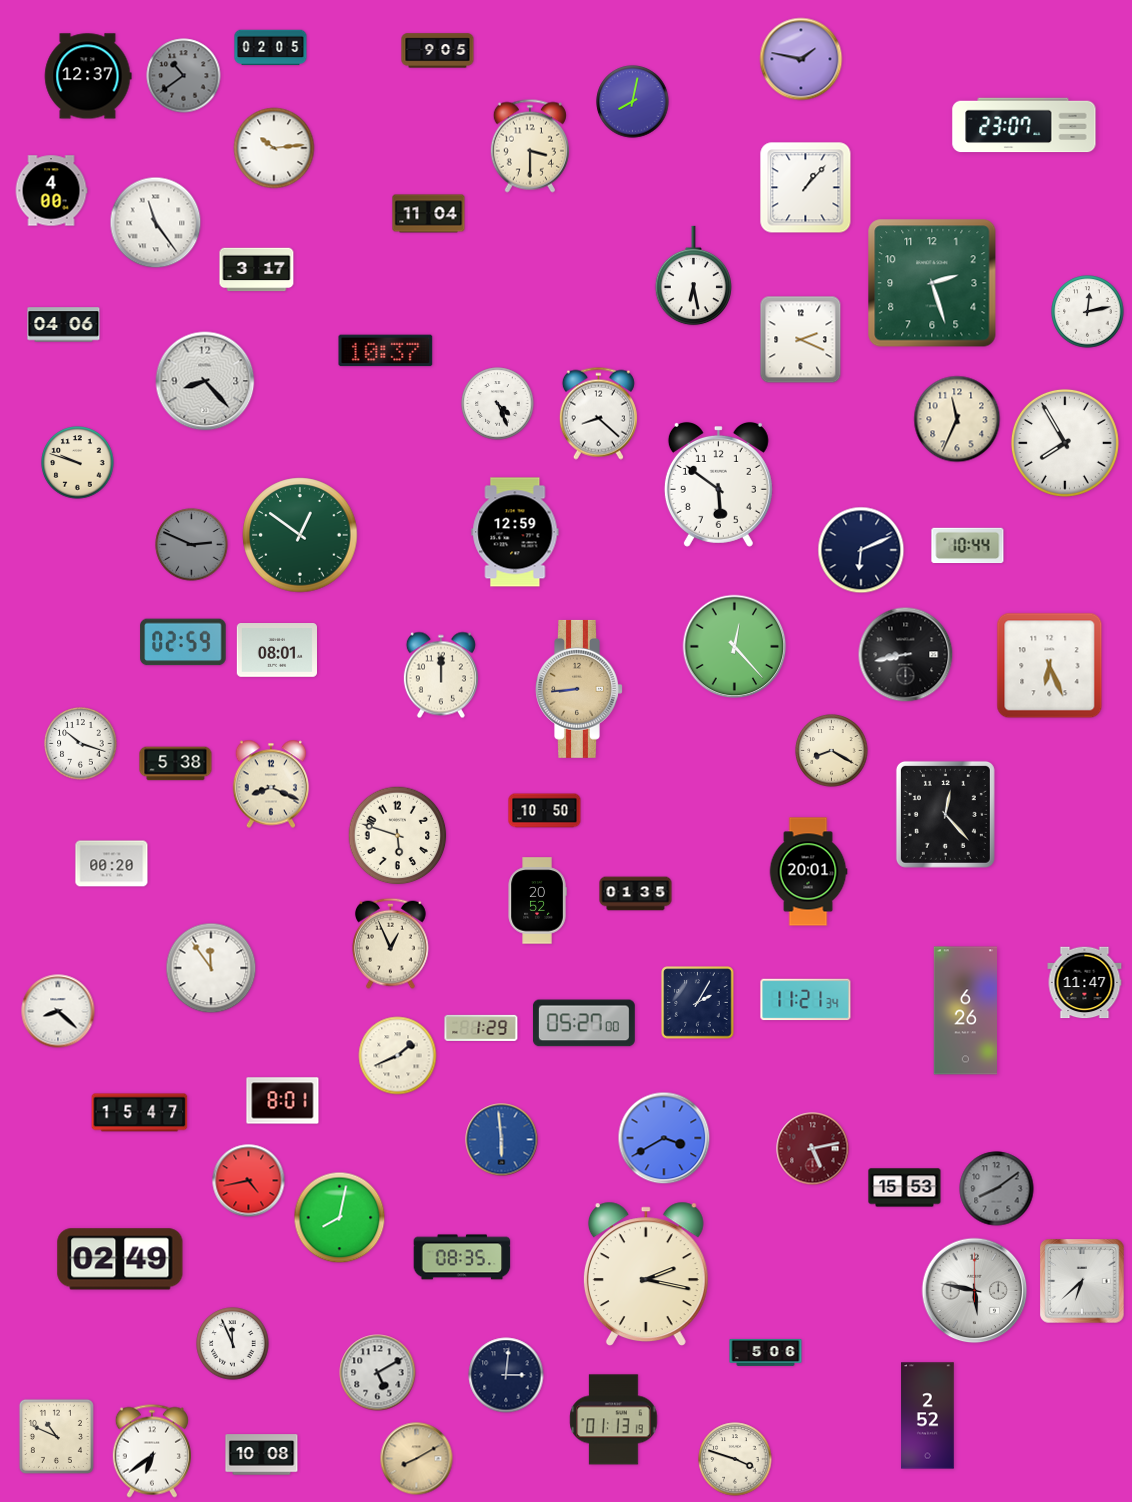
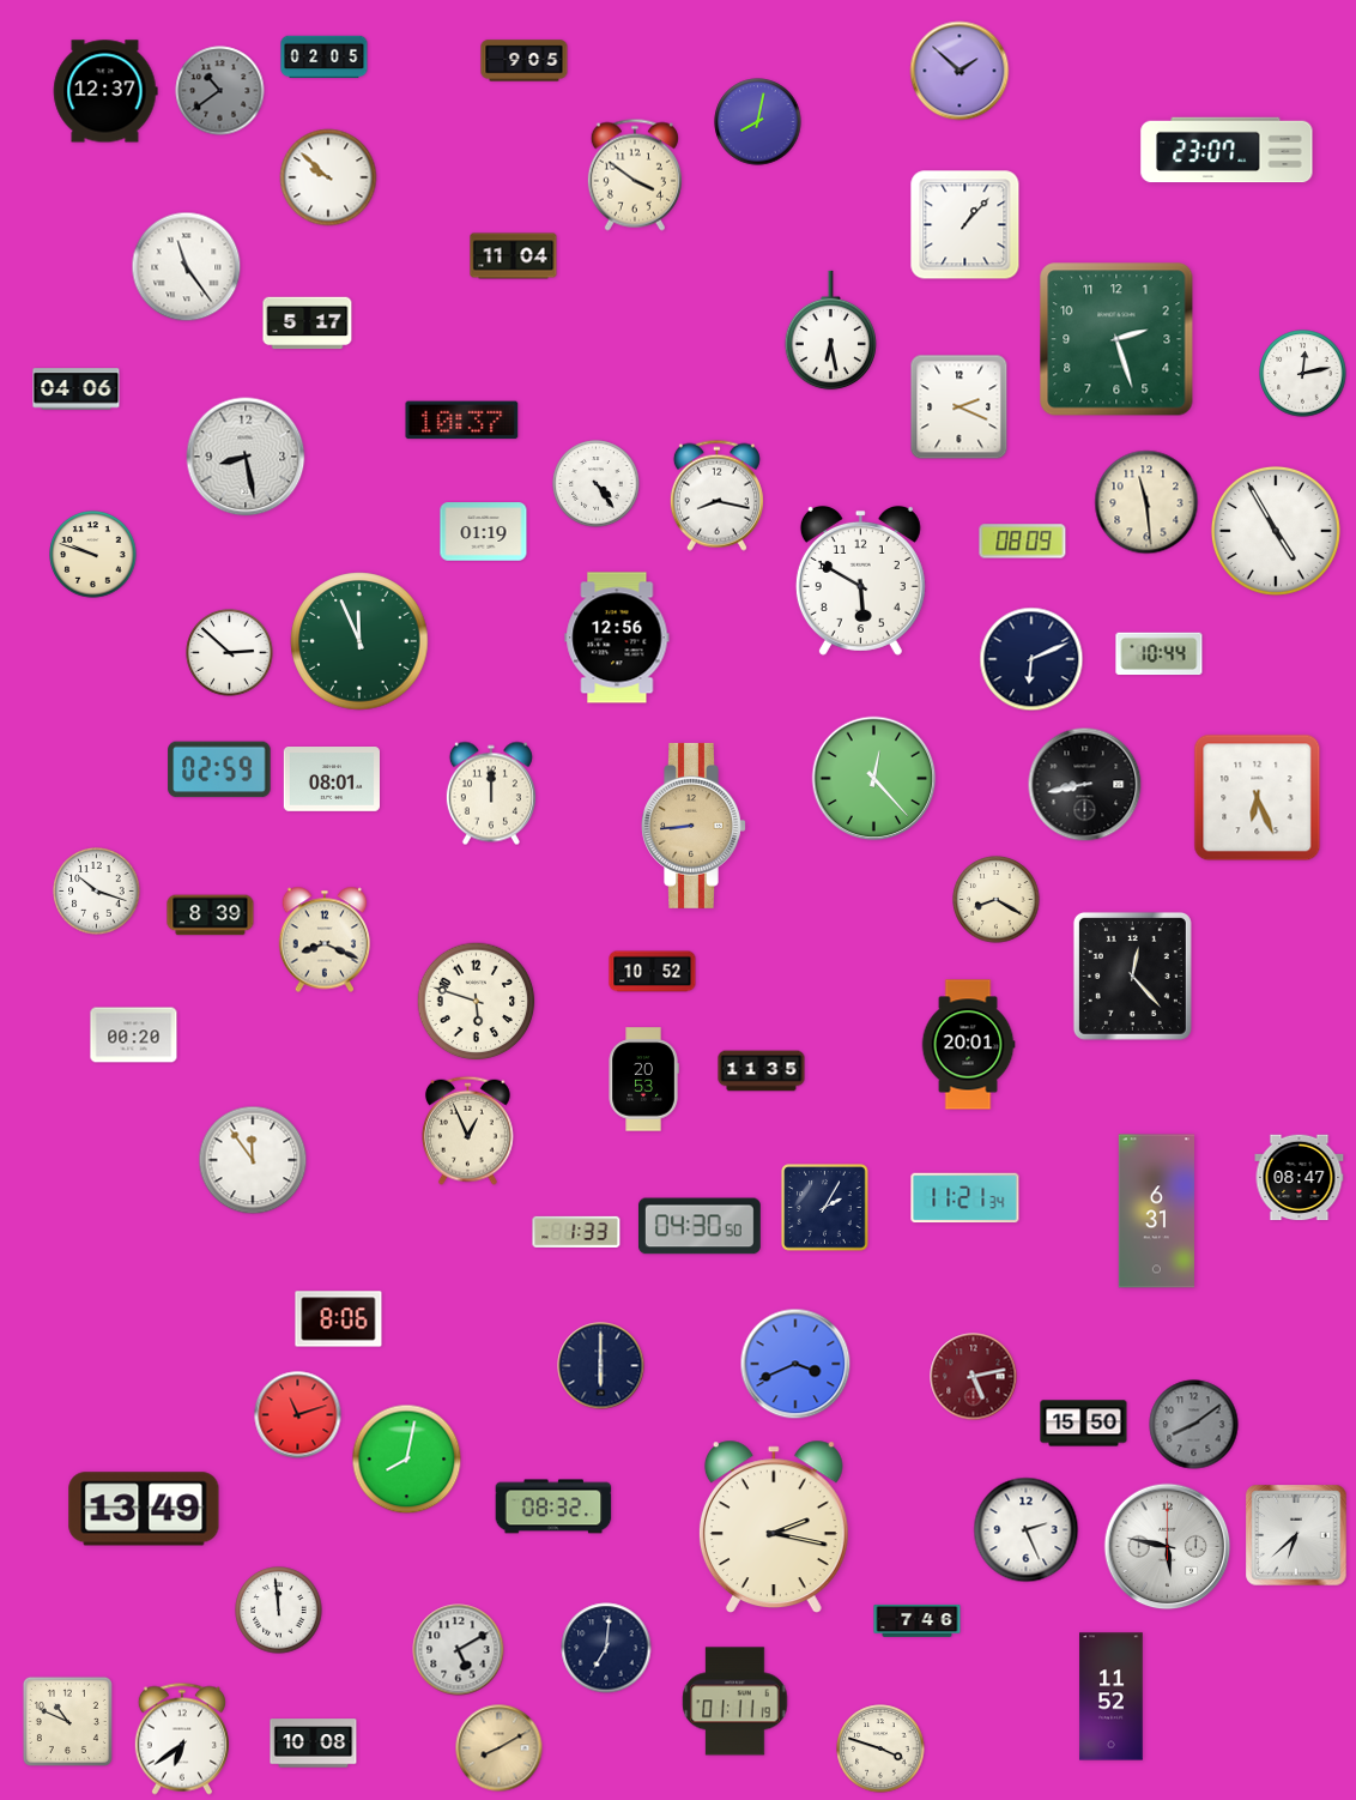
clock at (801, 59): 1:47 -> 1:52
clock at (530, 146): 3:30 -> 3:51
clock at (274, 148): 10:14 -> 9:52
clock at (51, 191): 4:00 -> none
clock at (257, 270): 3:17 -> 5:17
clock at (205, 381): 8:23 -> 8:28
clock at (498, 404): 4:26 -> 4:24
clock at (598, 413): 8:22 -> 8:17
clock at (957, 419): 11:34 -> 11:29
clock at (1065, 443): 7:55 -> 4:55
clock at (484, 532): none -> 01:19
clock at (1023, 542): none -> 08:09
clock at (718, 484): 5:51 -> 5:50
clock at (515, 532): 12:59 -> 12:56
clock at (300, 535): 12:51 -> 11:56
clock at (192, 545): 2:49 -> 2:52
clock at (192, 545) dial: grey -> white
clock at (735, 647) position: (735, 647) -> (874, 779)
clock at (441, 675) position: (441, 675) -> (491, 793)
clock at (176, 764): 5:38 -> 8:39
clock at (545, 811): 10:50 -> 10:52
clock at (636, 894): 01:35 -> 11:35
clock at (537, 901): 20:52 -> 20:53
clock at (1085, 983): 11:47 -> 08:47
clock at (698, 1003) position: (698, 1003) -> (825, 1208)
clock at (58, 1011): 8:22 -> none
clock at (966, 1011): 6:26 -> 6:31
clock at (584, 1023): 05:27 -> 04:30
clock at (481, 1028): 1:29 -> 1:33
clock at (398, 1056): 1:41 -> none
clock at (283, 1101): 8:01 -> 8:06
clock at (140, 1113): 15:47 -> none
clock at (664, 1138): 3:40 -> 3:41
clock at (502, 1140): 5:59 -> 6:00
clock at (502, 1140) dial: blue -> navy
clock at (249, 1181): 4:43 -> 11:12
clock at (905, 1188): 15:53 -> 15:50
clock at (462, 1257): 08:35 -> 08:32
clock at (120, 1259): 02:49 -> 13:49
clock at (1027, 1530): none -> 2:26
clock at (233, 1344): 11:56 -> 11:59
clock at (766, 1352): 5:06 -> 7:46
clock at (378, 1373) position: (378, 1373) -> (459, 1650)
clock at (506, 1375): 3:01 -> 7:01
clock at (928, 1416): 2:52 -> 11:52
clock at (614, 1420): 01:13 -> 01:11
